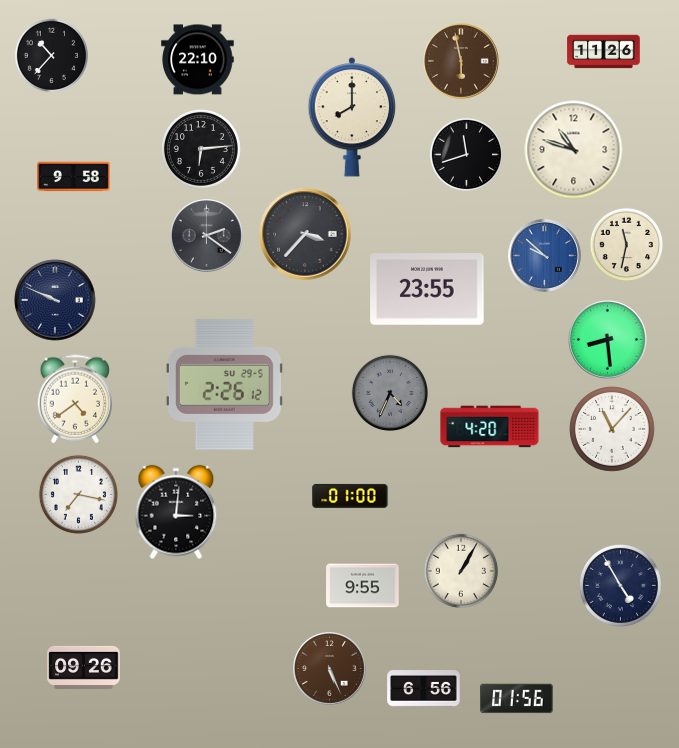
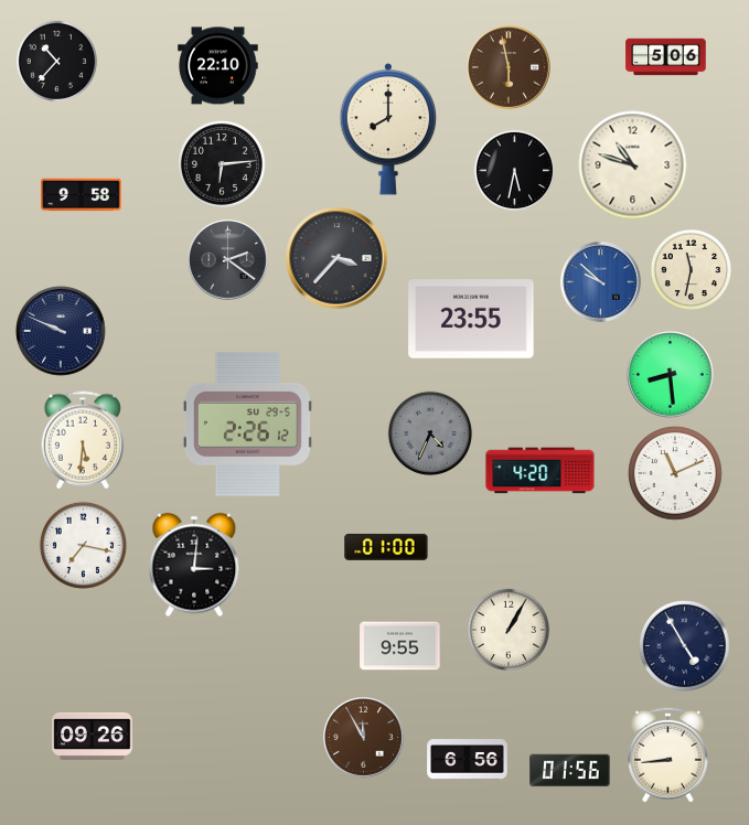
clock at (604, 52): 11:26 -> 5:06
clock at (467, 155): 11:42 -> 5:32
clock at (75, 399): 4:39 -> 5:31
clock at (612, 429): 11:07 -> 11:11
clock at (78, 494) position: (78, 494) -> (83, 545)
clock at (330, 669): 5:26 -> 11:55
clock at (667, 754): none -> 8:44
